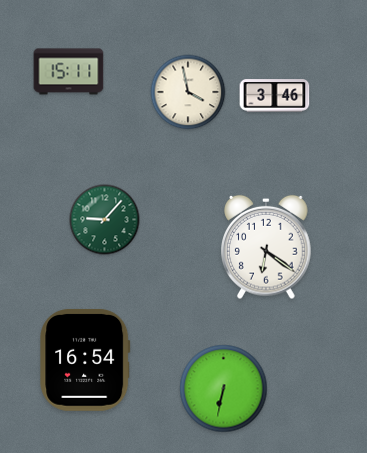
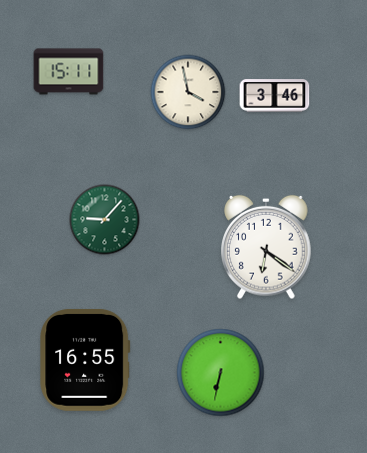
clock at (85, 360): 16:54 -> 16:55
clock at (224, 389) position: (224, 389) -> (221, 373)
